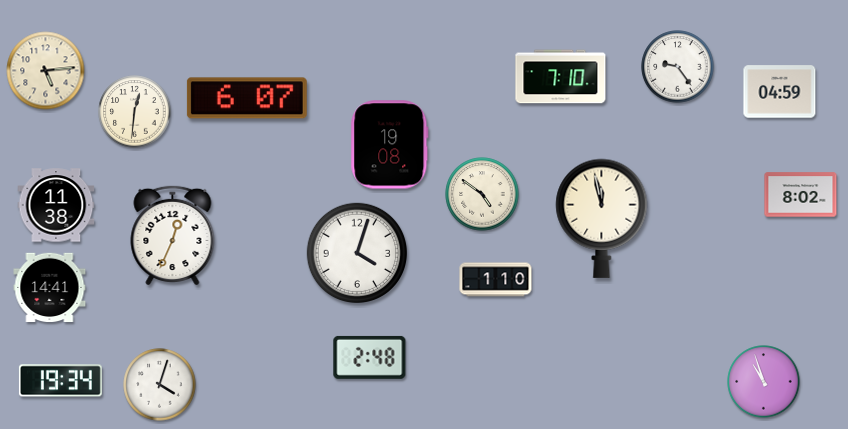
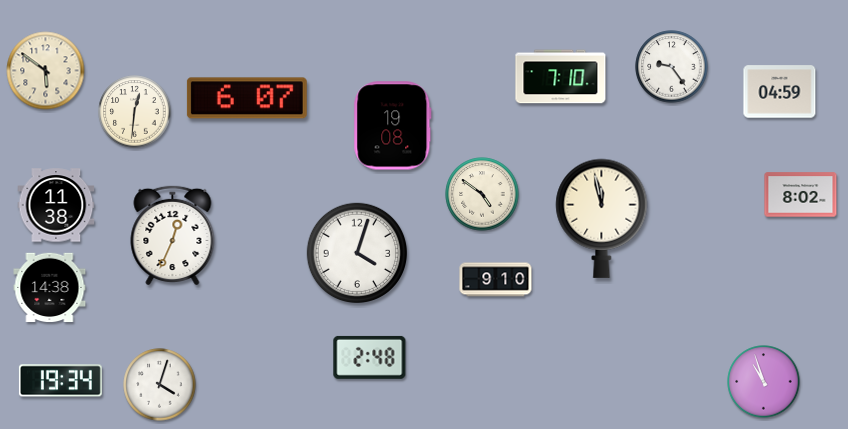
clock at (678, 67) position: (678, 67) -> (672, 67)
clock at (46, 71): 5:14 -> 5:51
clock at (390, 145) position: (390, 145) -> (393, 126)
clock at (496, 280): 1:10 -> 9:10
clock at (50, 287): 14:41 -> 14:38
